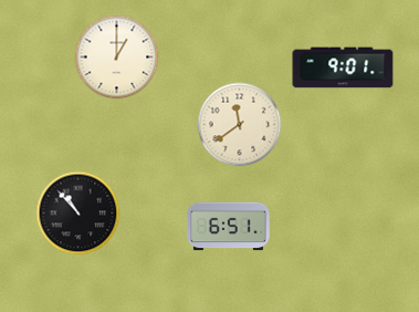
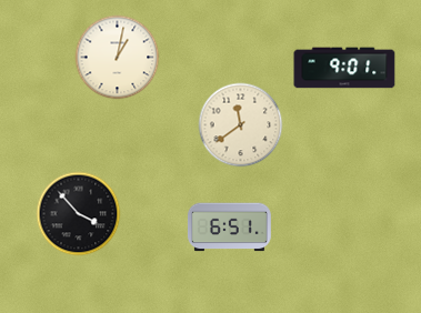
clock at (117, 58): 1:00 -> 1:02
clock at (78, 214): 10:53 -> 3:53
